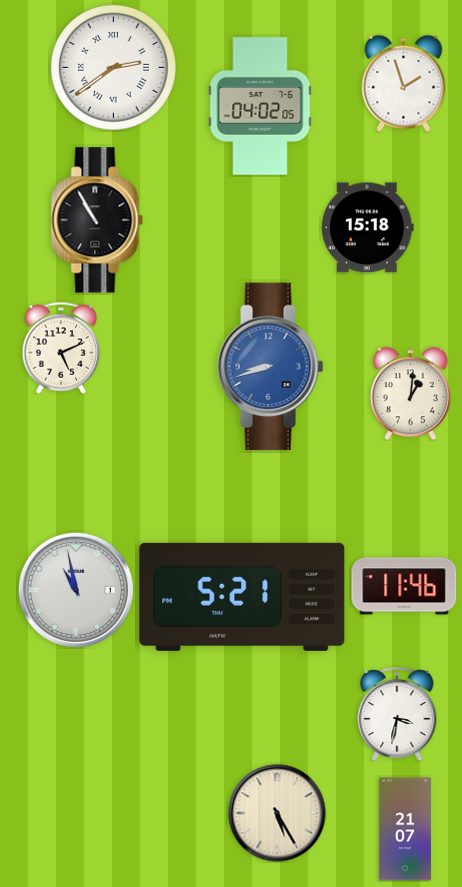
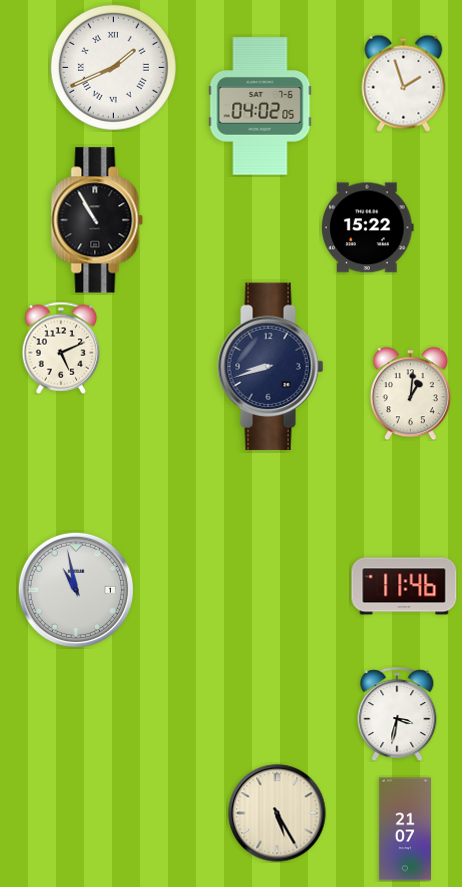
clock at (113, 67): 2:39 -> 1:41
clock at (368, 228): 15:18 -> 15:22
clock at (271, 367) dial: blue -> navy
clock at (242, 597): 5:21 -> none
